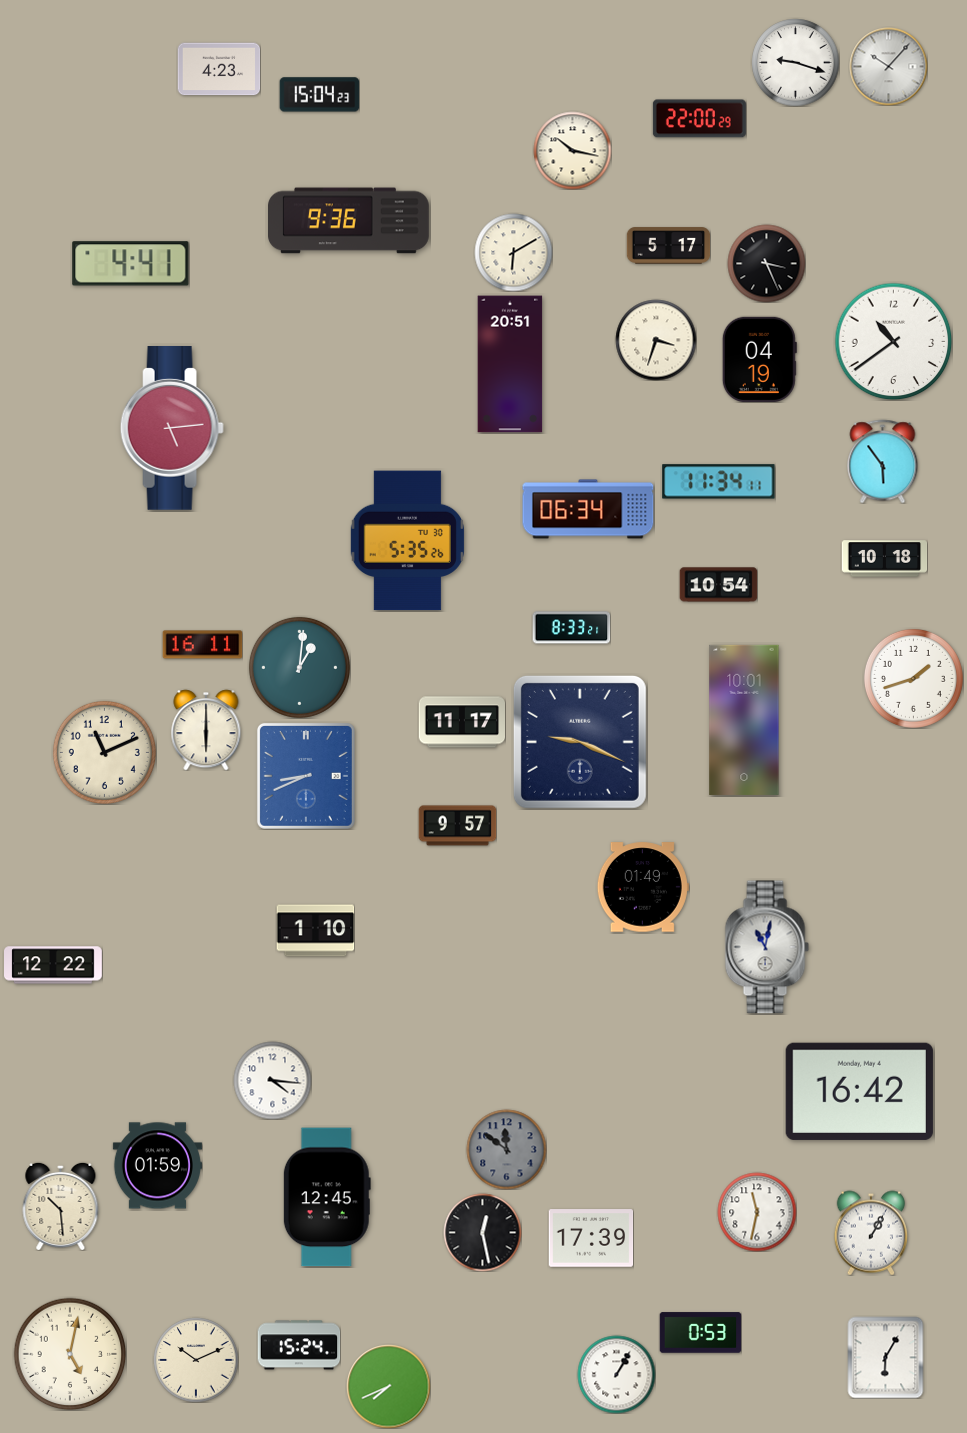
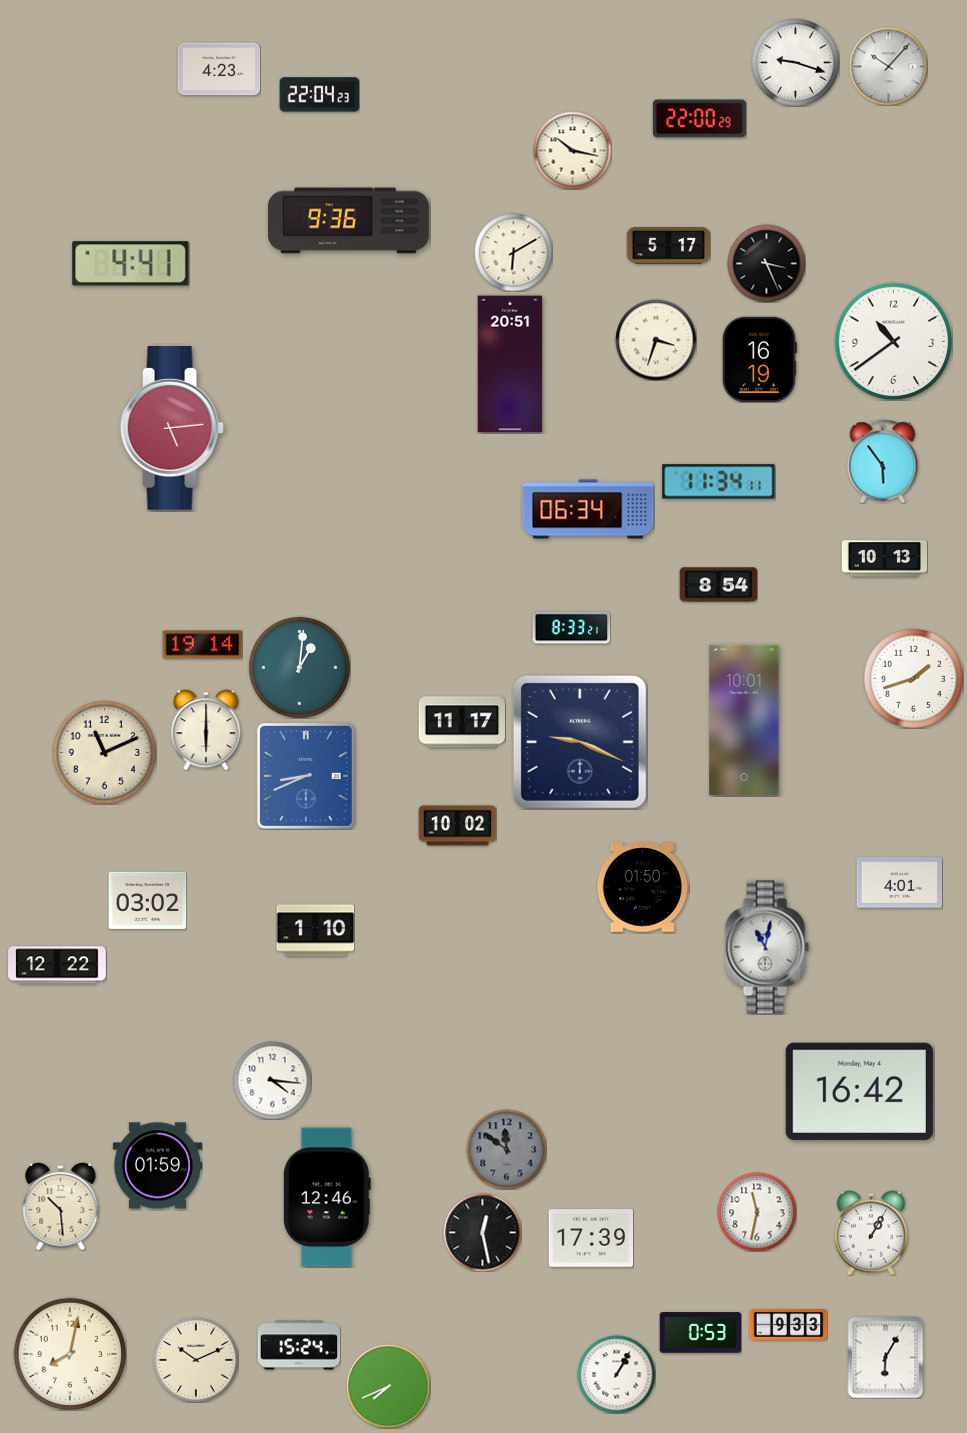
clock at (319, 95): 15:04 -> 22:04
clock at (759, 359): 04:19 -> 16:19
clock at (407, 541): 5:35 -> none
clock at (884, 559): 10:18 -> 10:13
clock at (718, 585): 10:54 -> 8:54
clock at (202, 645): 16:11 -> 19:14
clock at (457, 826): 9:57 -> 10:02
clock at (899, 883): none -> 4:01
clock at (643, 887): 01:49 -> 01:50
clock at (147, 900): none -> 03:02
clock at (54, 965) position: (54, 965) -> (58, 965)
clock at (327, 1197): 12:45 -> 12:46
clock at (788, 1324): none -> 9:33
clock at (70, 1354): 5:02 -> 8:02
